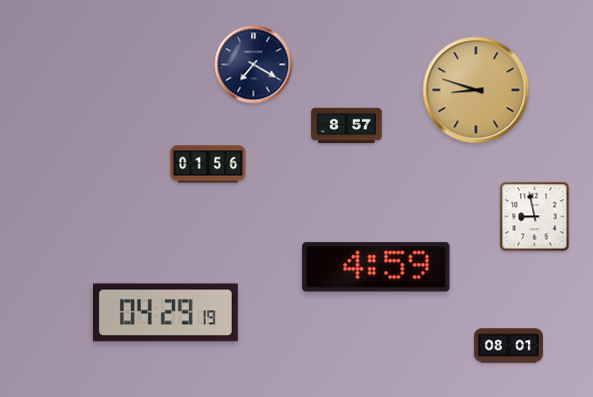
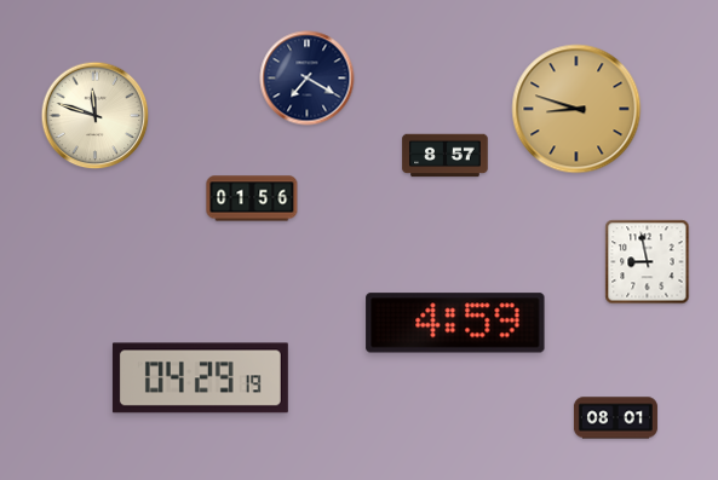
clock at (96, 116): none -> 11:48
clock at (347, 126) position: (347, 126) -> (446, 156)
